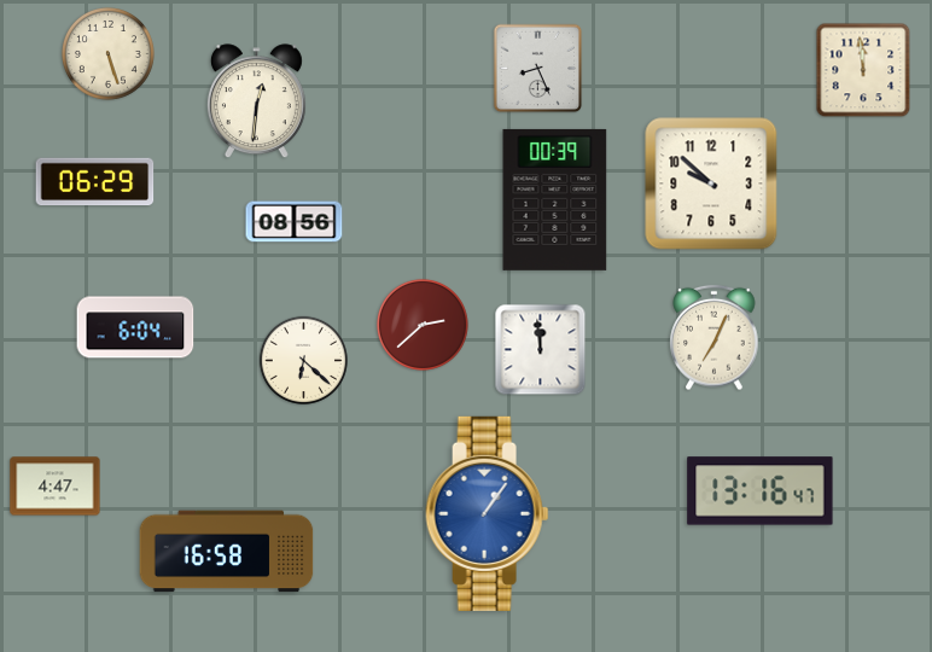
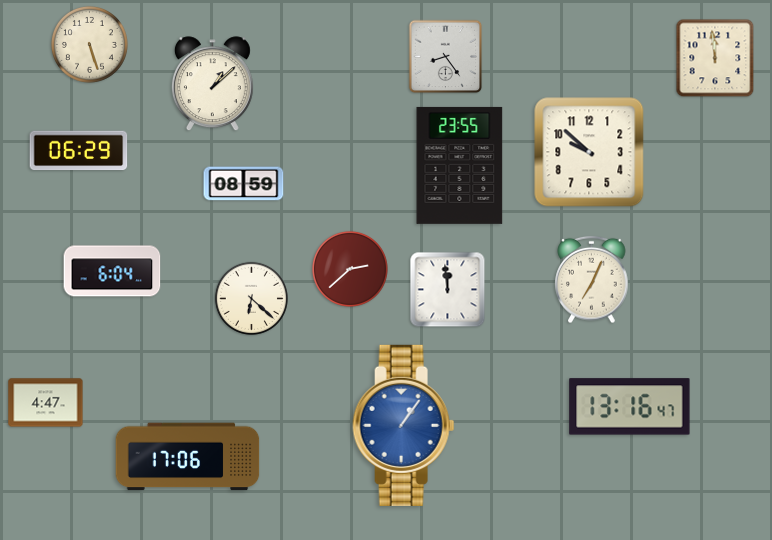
clock at (538, 69): 8:26 -> 8:24
clock at (256, 101): 12:31 -> 1:08
clock at (555, 199): 00:39 -> 23:55
clock at (295, 222): 08:56 -> 08:59
clock at (227, 552): 16:58 -> 17:06
